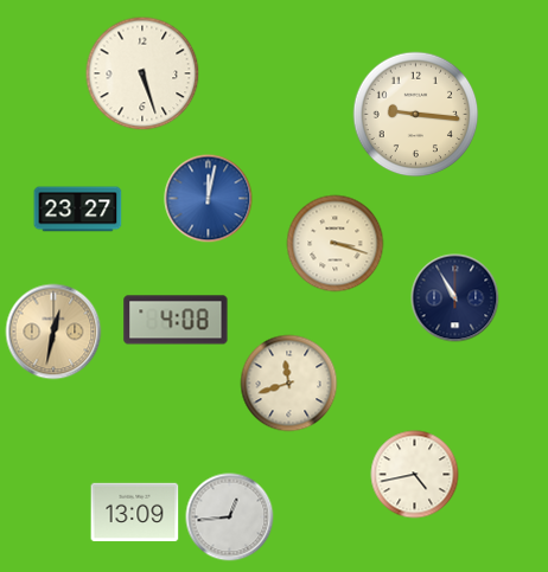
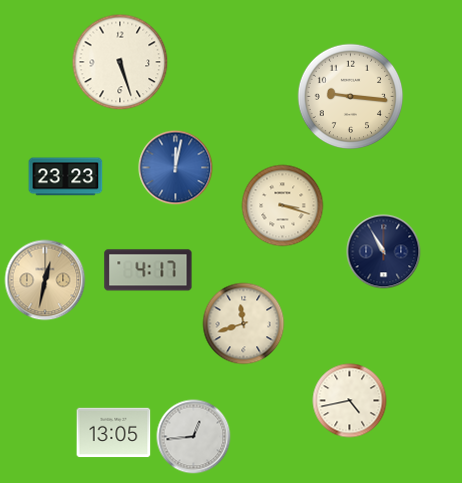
clock at (78, 210): 23:27 -> 23:23
clock at (176, 320): 4:08 -> 4:17
clock at (135, 513): 13:09 -> 13:05
